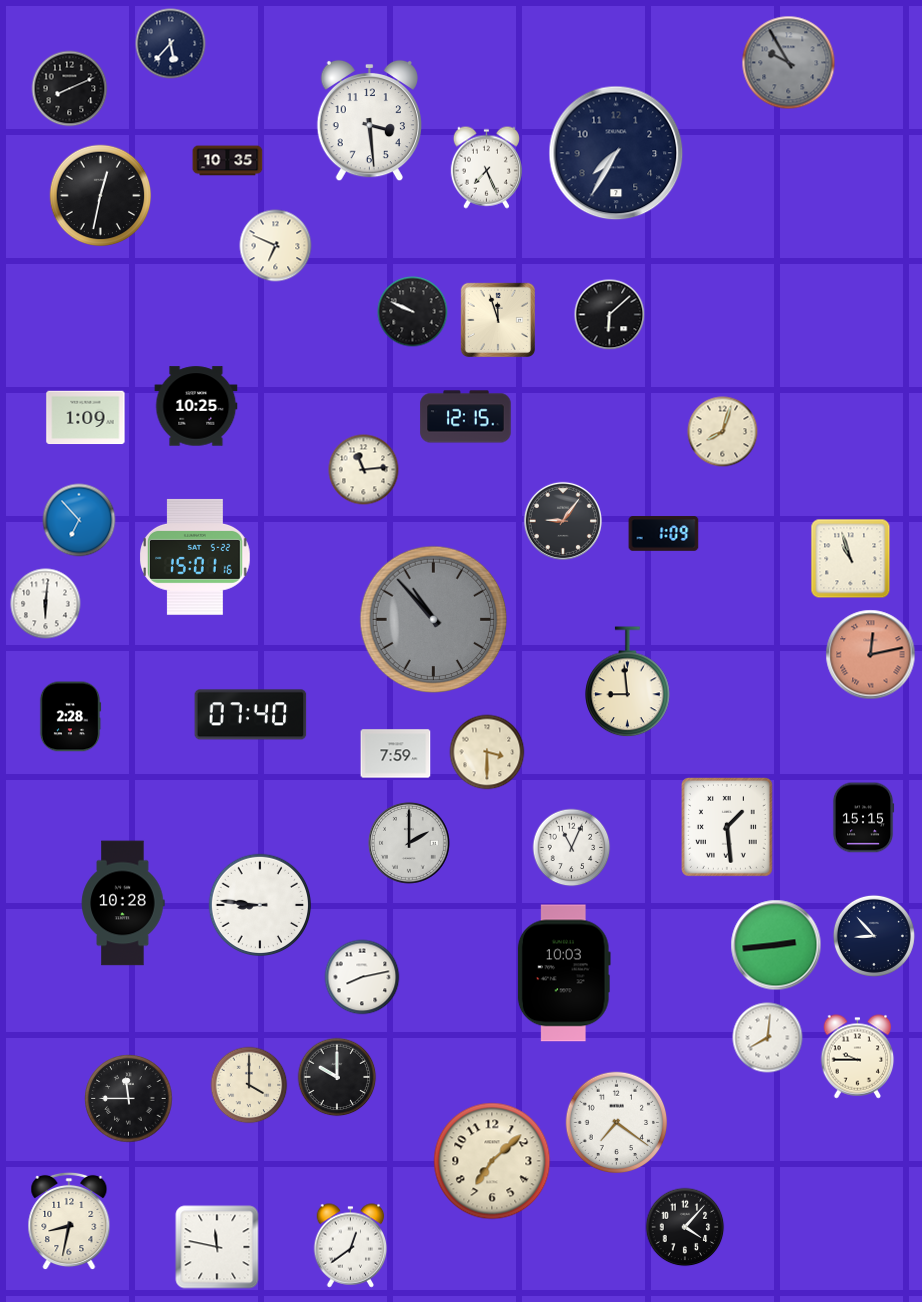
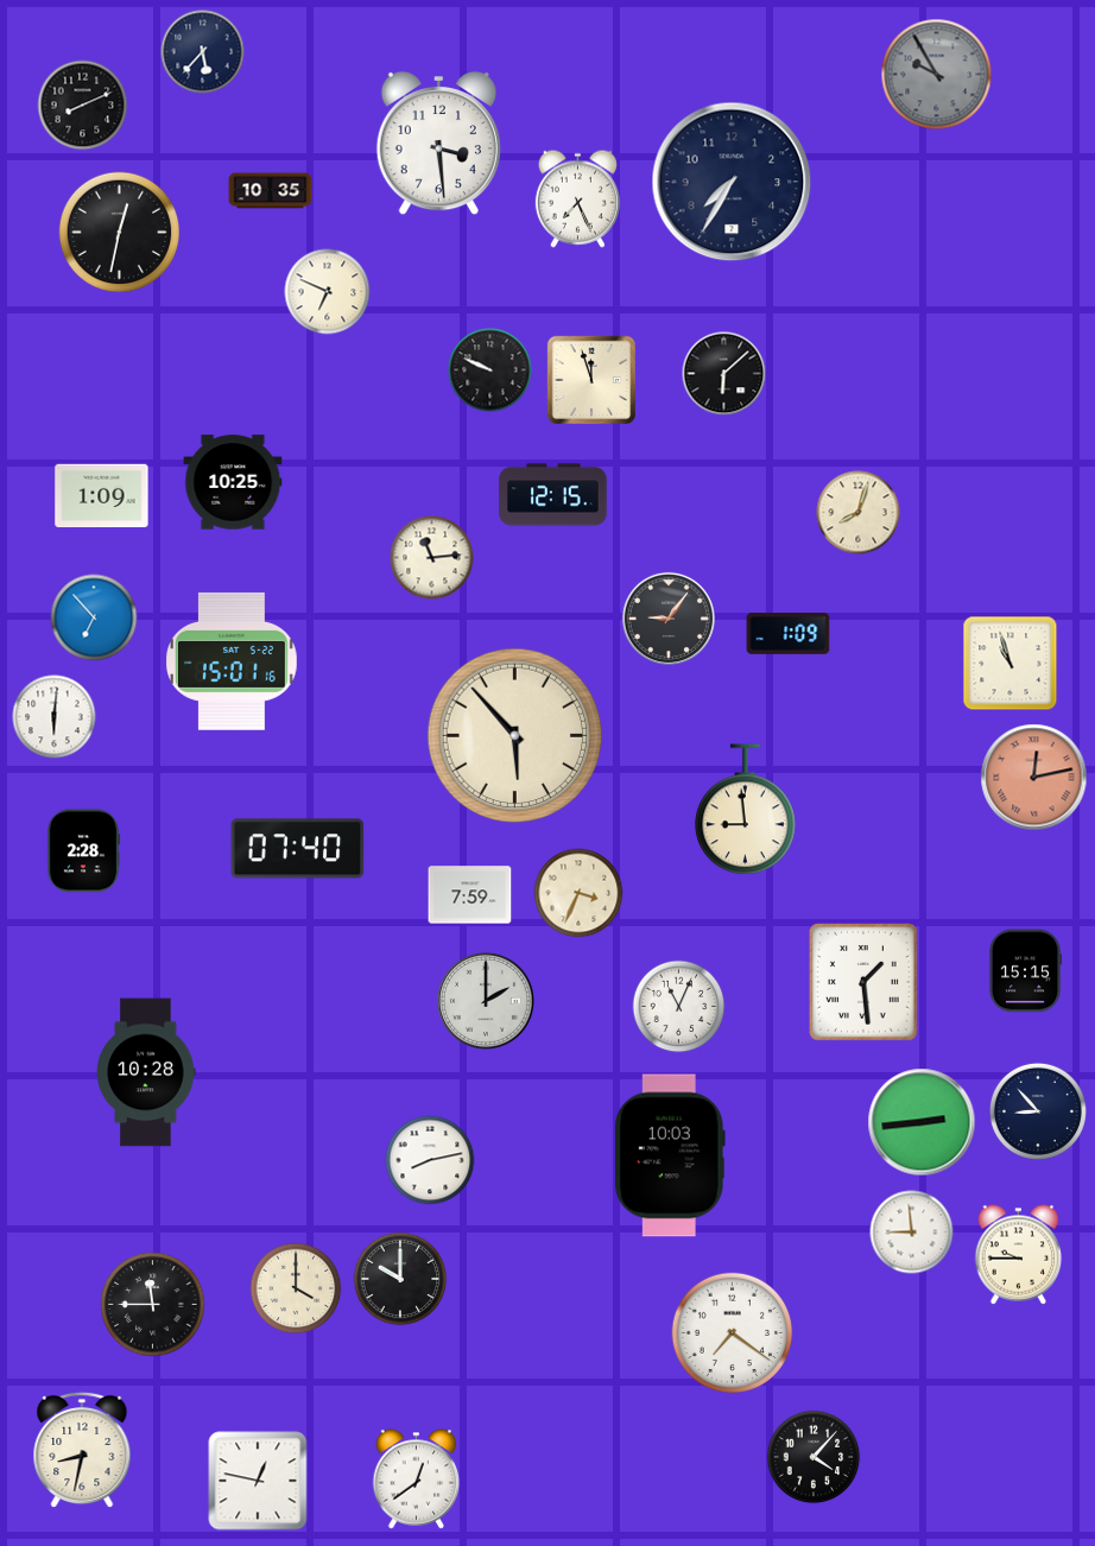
clock at (434, 620): 10:53 -> 5:53
clock at (434, 620) dial: grey -> cream
clock at (487, 752): 3:30 -> 3:34
clock at (259, 904): 8:46 -> none
clock at (768, 1038): 8:01 -> 8:59
clock at (492, 1161): 7:08 -> none
clock at (217, 1247): 11:47 -> 12:47
